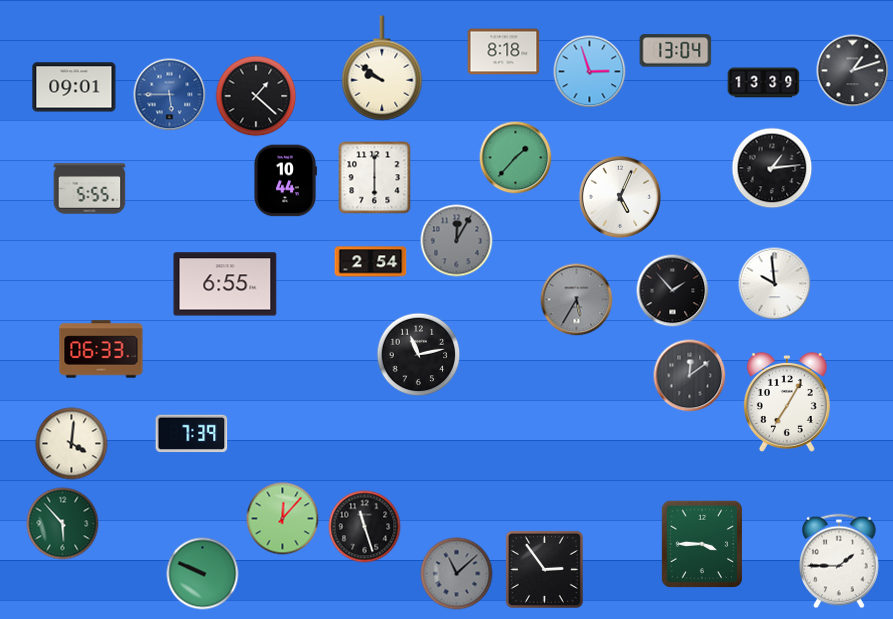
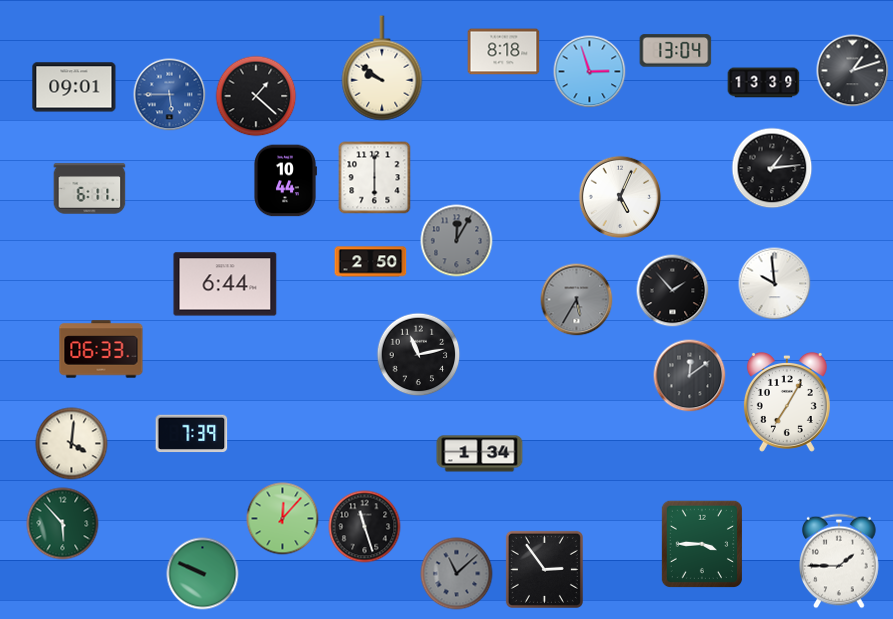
clock at (516, 158): 1:37 -> none
clock at (90, 189): 5:55 -> 6:11
clock at (371, 262): 2:54 -> 2:50
clock at (225, 284): 6:55 -> 6:44
clock at (480, 454): none -> 1:34
